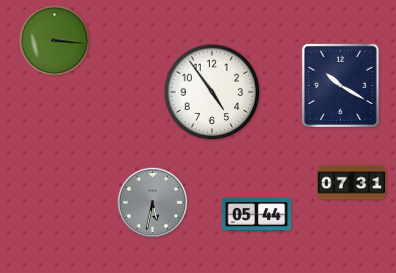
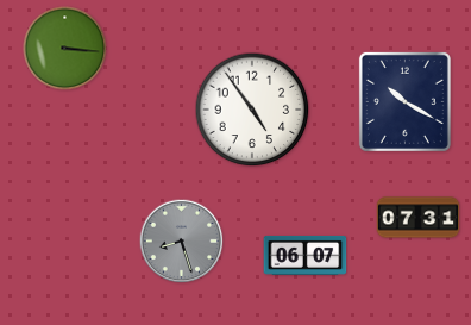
clock at (153, 203): 5:32 -> 8:27
clock at (257, 214): 05:44 -> 06:07
